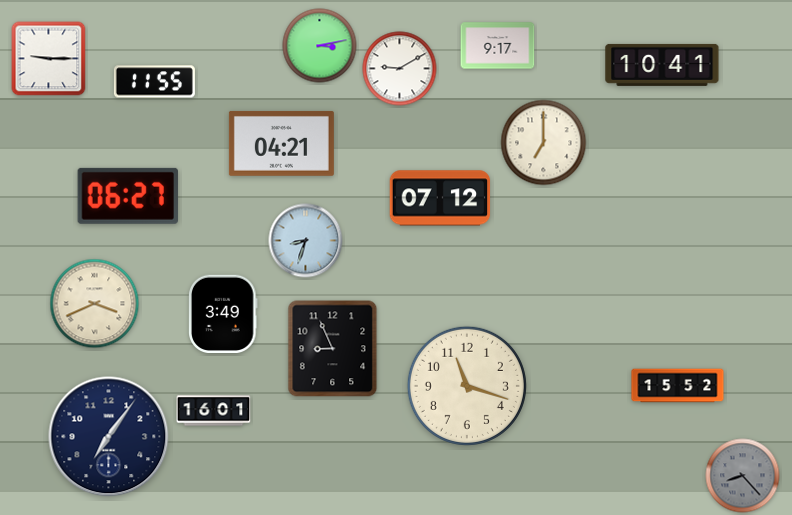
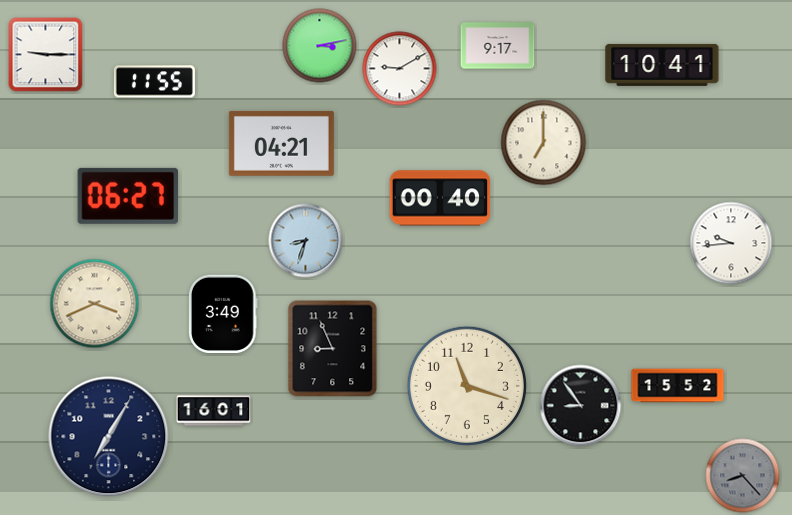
clock at (49, 59) position: (49, 59) -> (46, 55)
clock at (440, 198): 07:12 -> 00:40
clock at (731, 243): none -> 9:44
clock at (581, 406): none -> 8:54
clock at (109, 437): 7:06 -> 7:05
